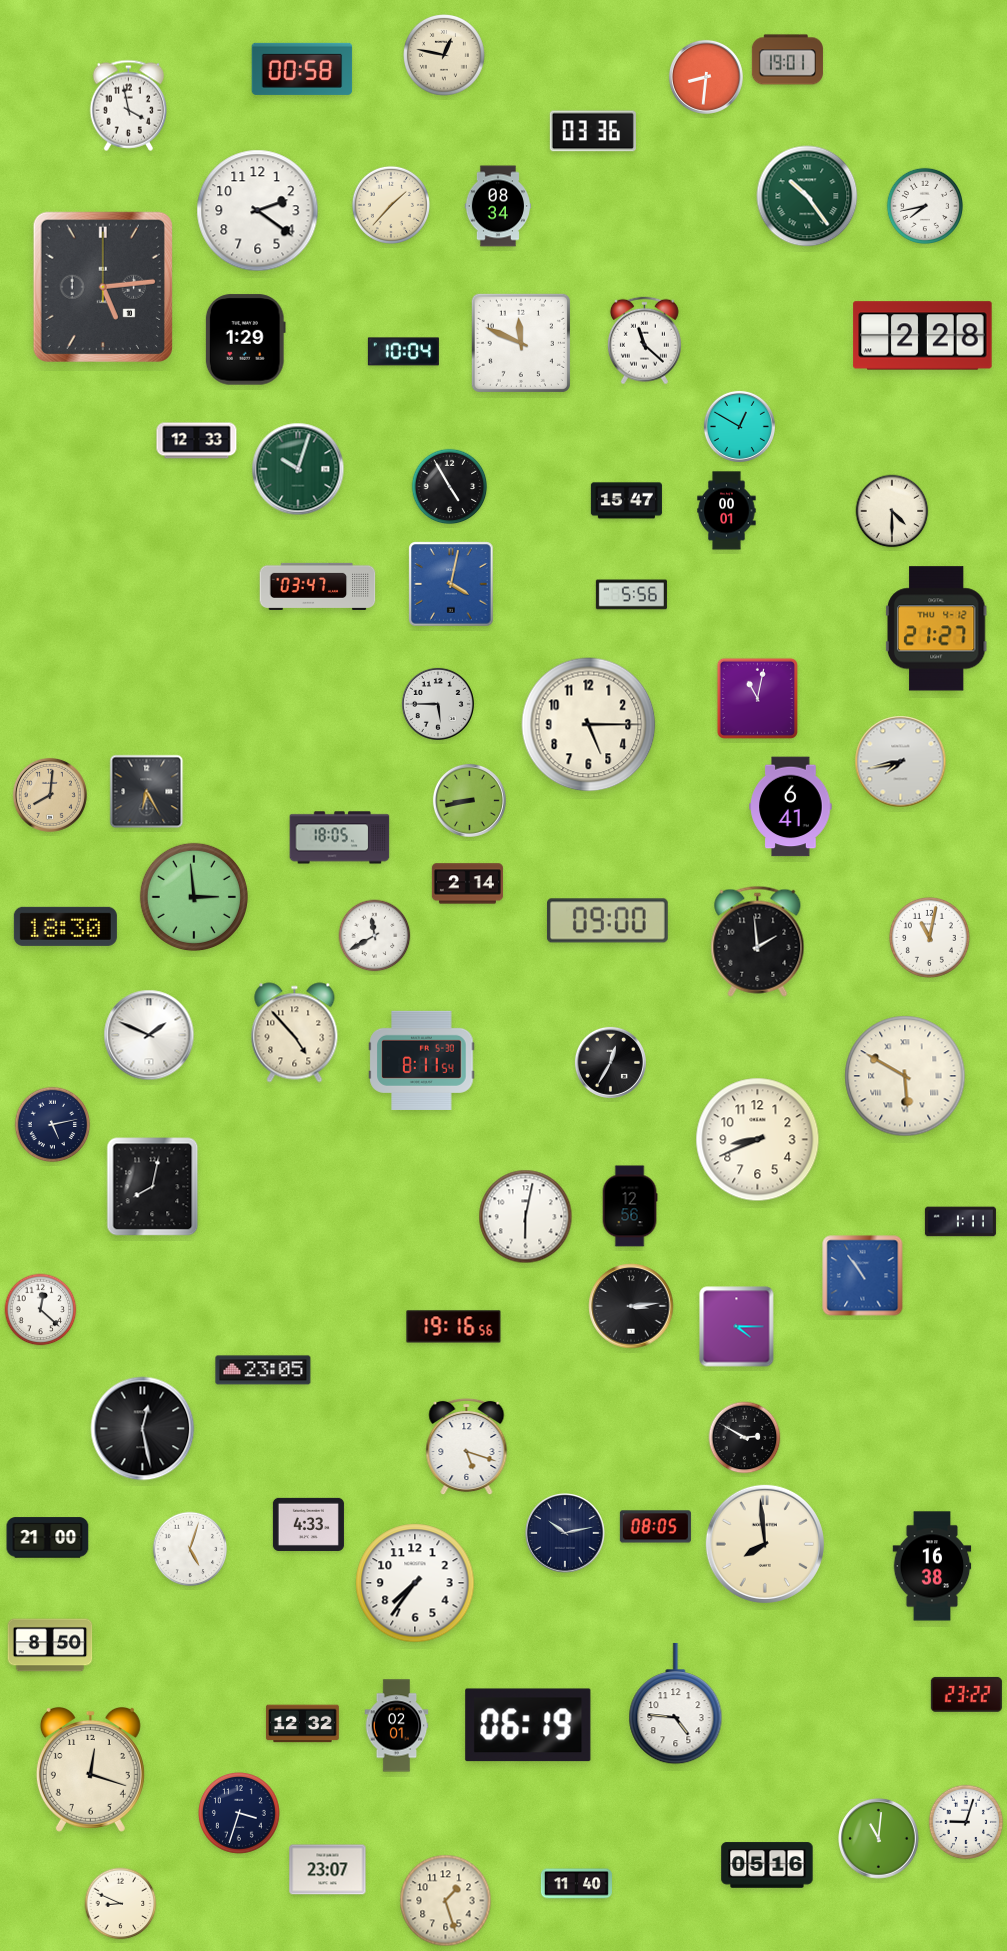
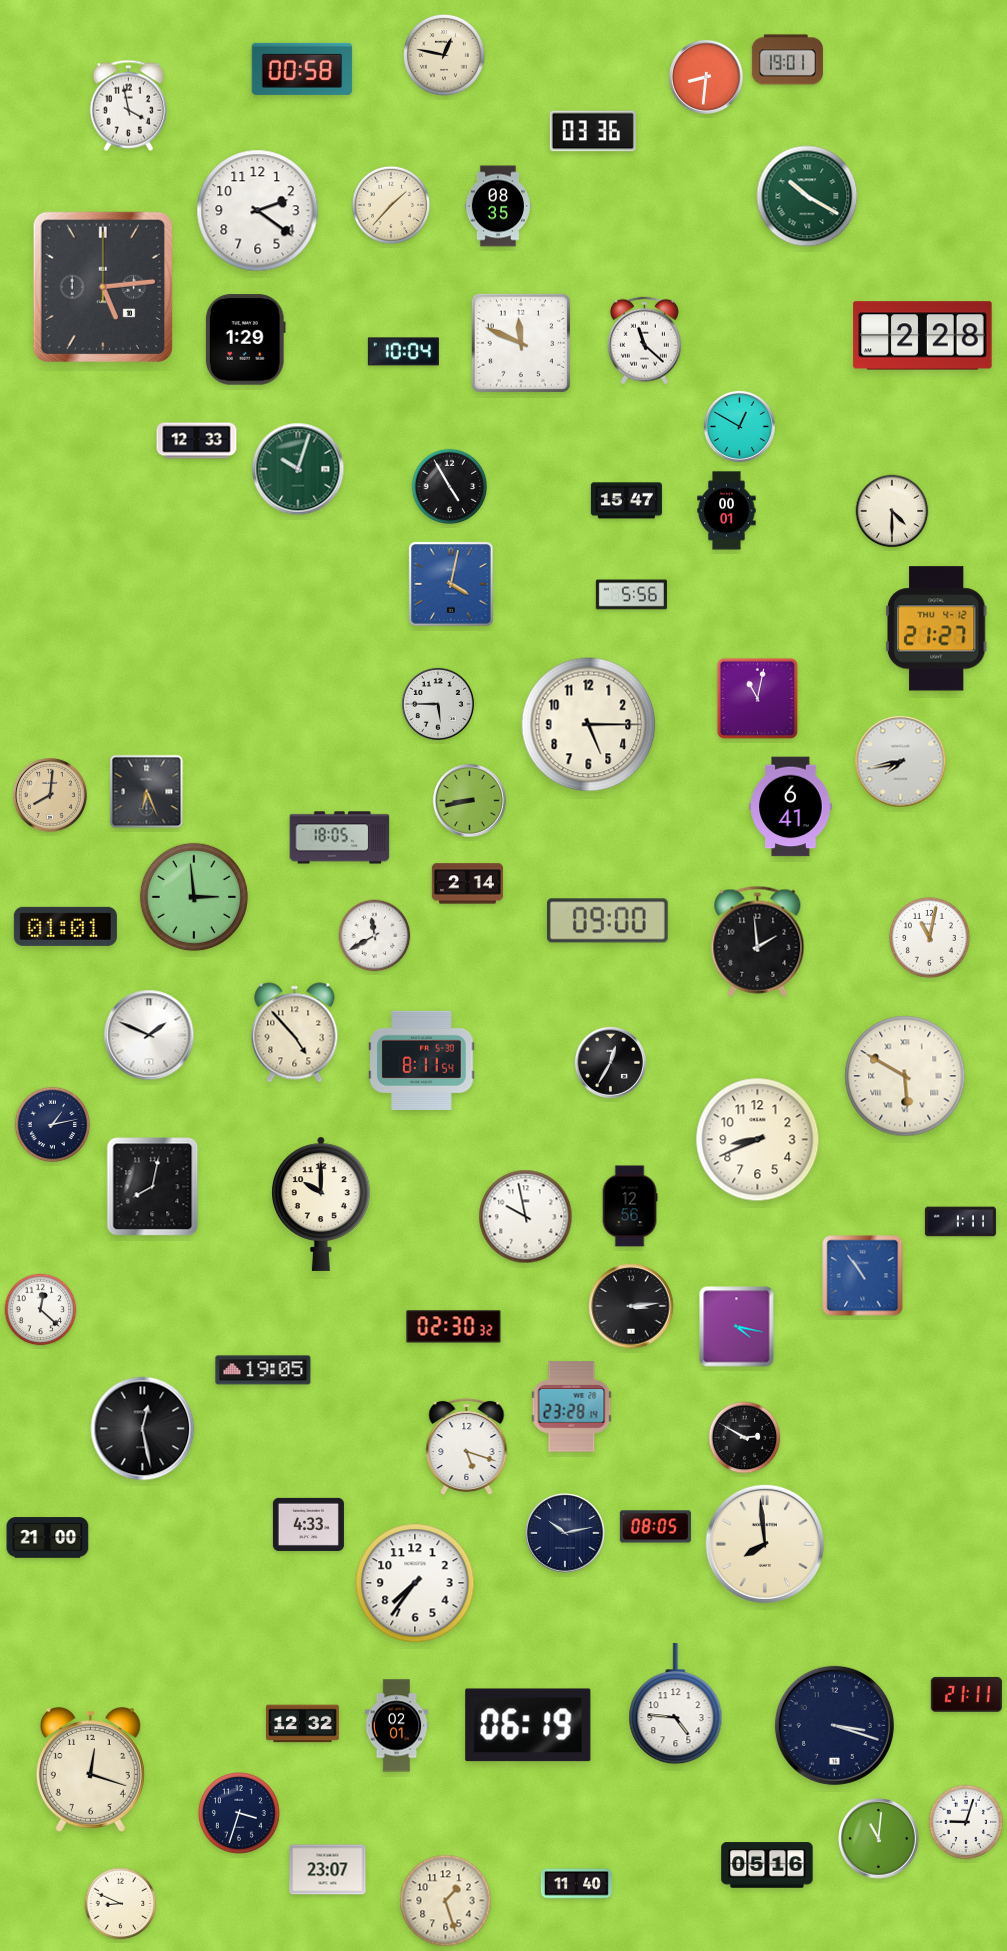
clock at (807, 196): 10:24 -> 10:20
clock at (924, 205): 7:43 -> none
clock at (497, 206): 08:34 -> 08:35
clock at (318, 586): 03:47 -> none
clock at (147, 792): 6:25 -> 6:26
clock at (65, 926): 18:30 -> 01:01
clock at (53, 1125): 5:13 -> 1:13
clock at (321, 1204): none -> 10:00
clock at (526, 1217): 6:02 -> 9:58
clock at (454, 1327): 19:16 -> 02:30
clock at (737, 1327): 4:15 -> 4:17
clock at (263, 1370): 23:05 -> 19:05
clock at (572, 1407): none -> 23:28
clock at (190, 1549): 5:03 -> none
clock at (932, 1566): 16:38 -> none
clock at (50, 1645): 8:50 -> none
clock at (966, 1694): 23:22 -> 21:11
clock at (834, 1725): none -> 3:18
